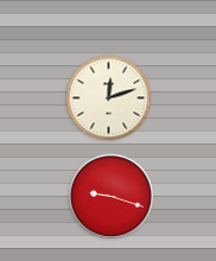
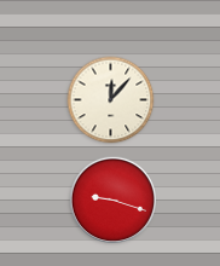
clock at (109, 98): 12:12 -> 12:07
